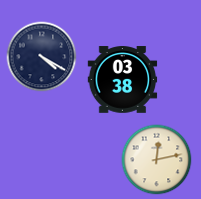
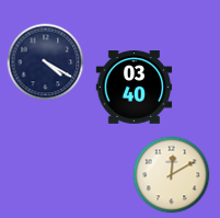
clock at (123, 80): 03:38 -> 03:40
clock at (157, 160): 12:13 -> 12:10
